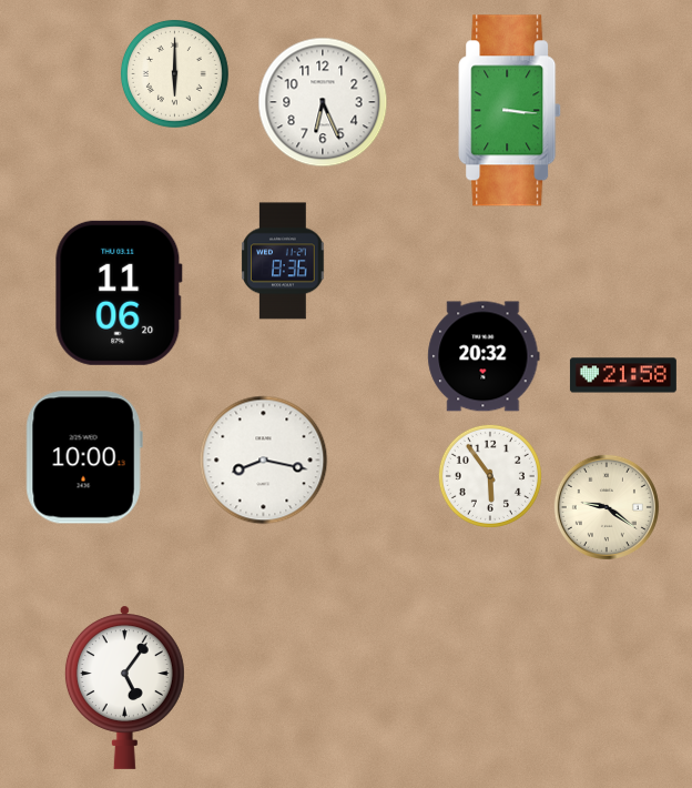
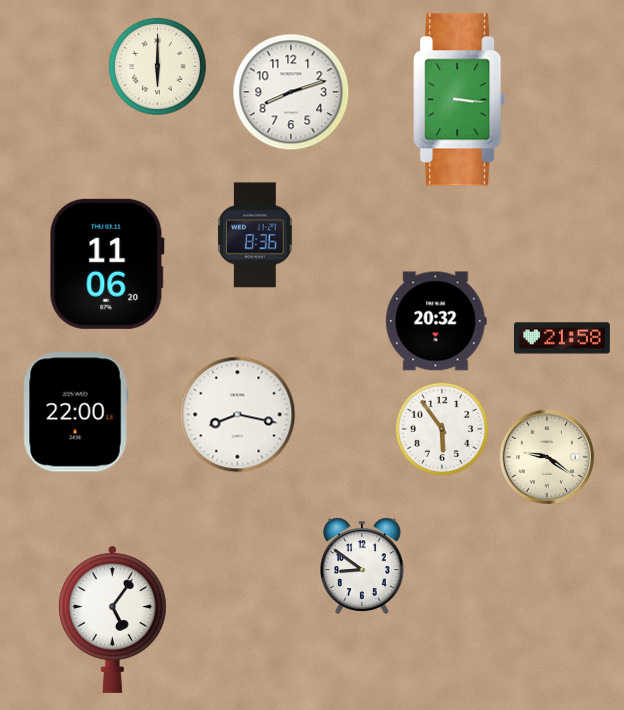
clock at (323, 102): 6:26 -> 8:12
clock at (84, 457): 10:00 -> 22:00
clock at (363, 566): none -> 8:51
